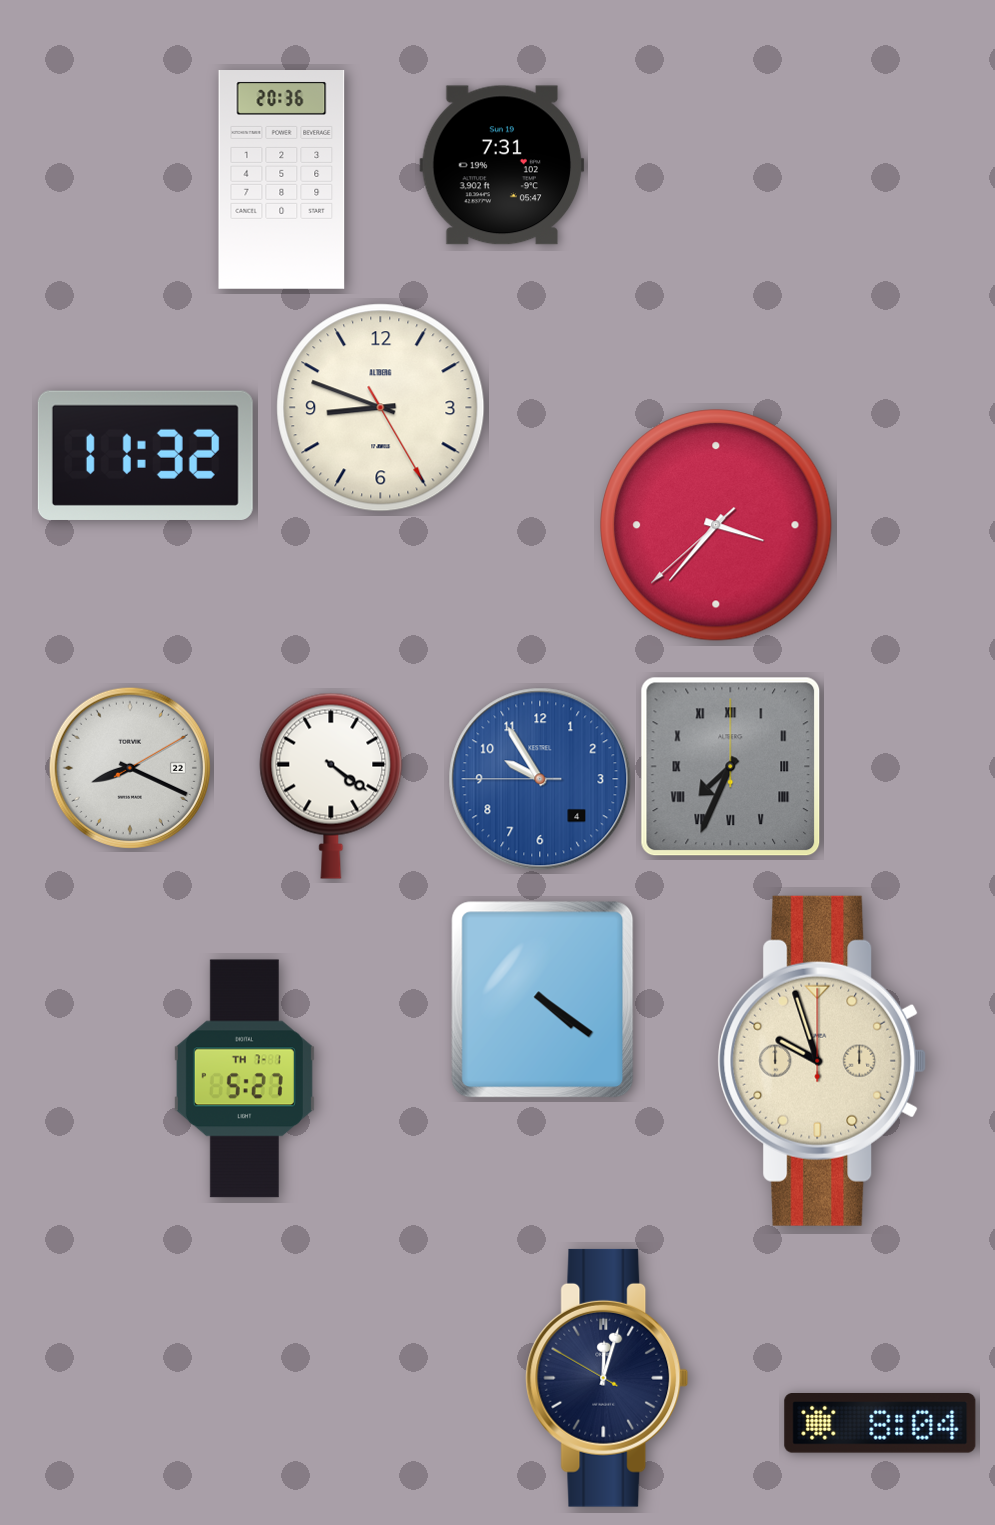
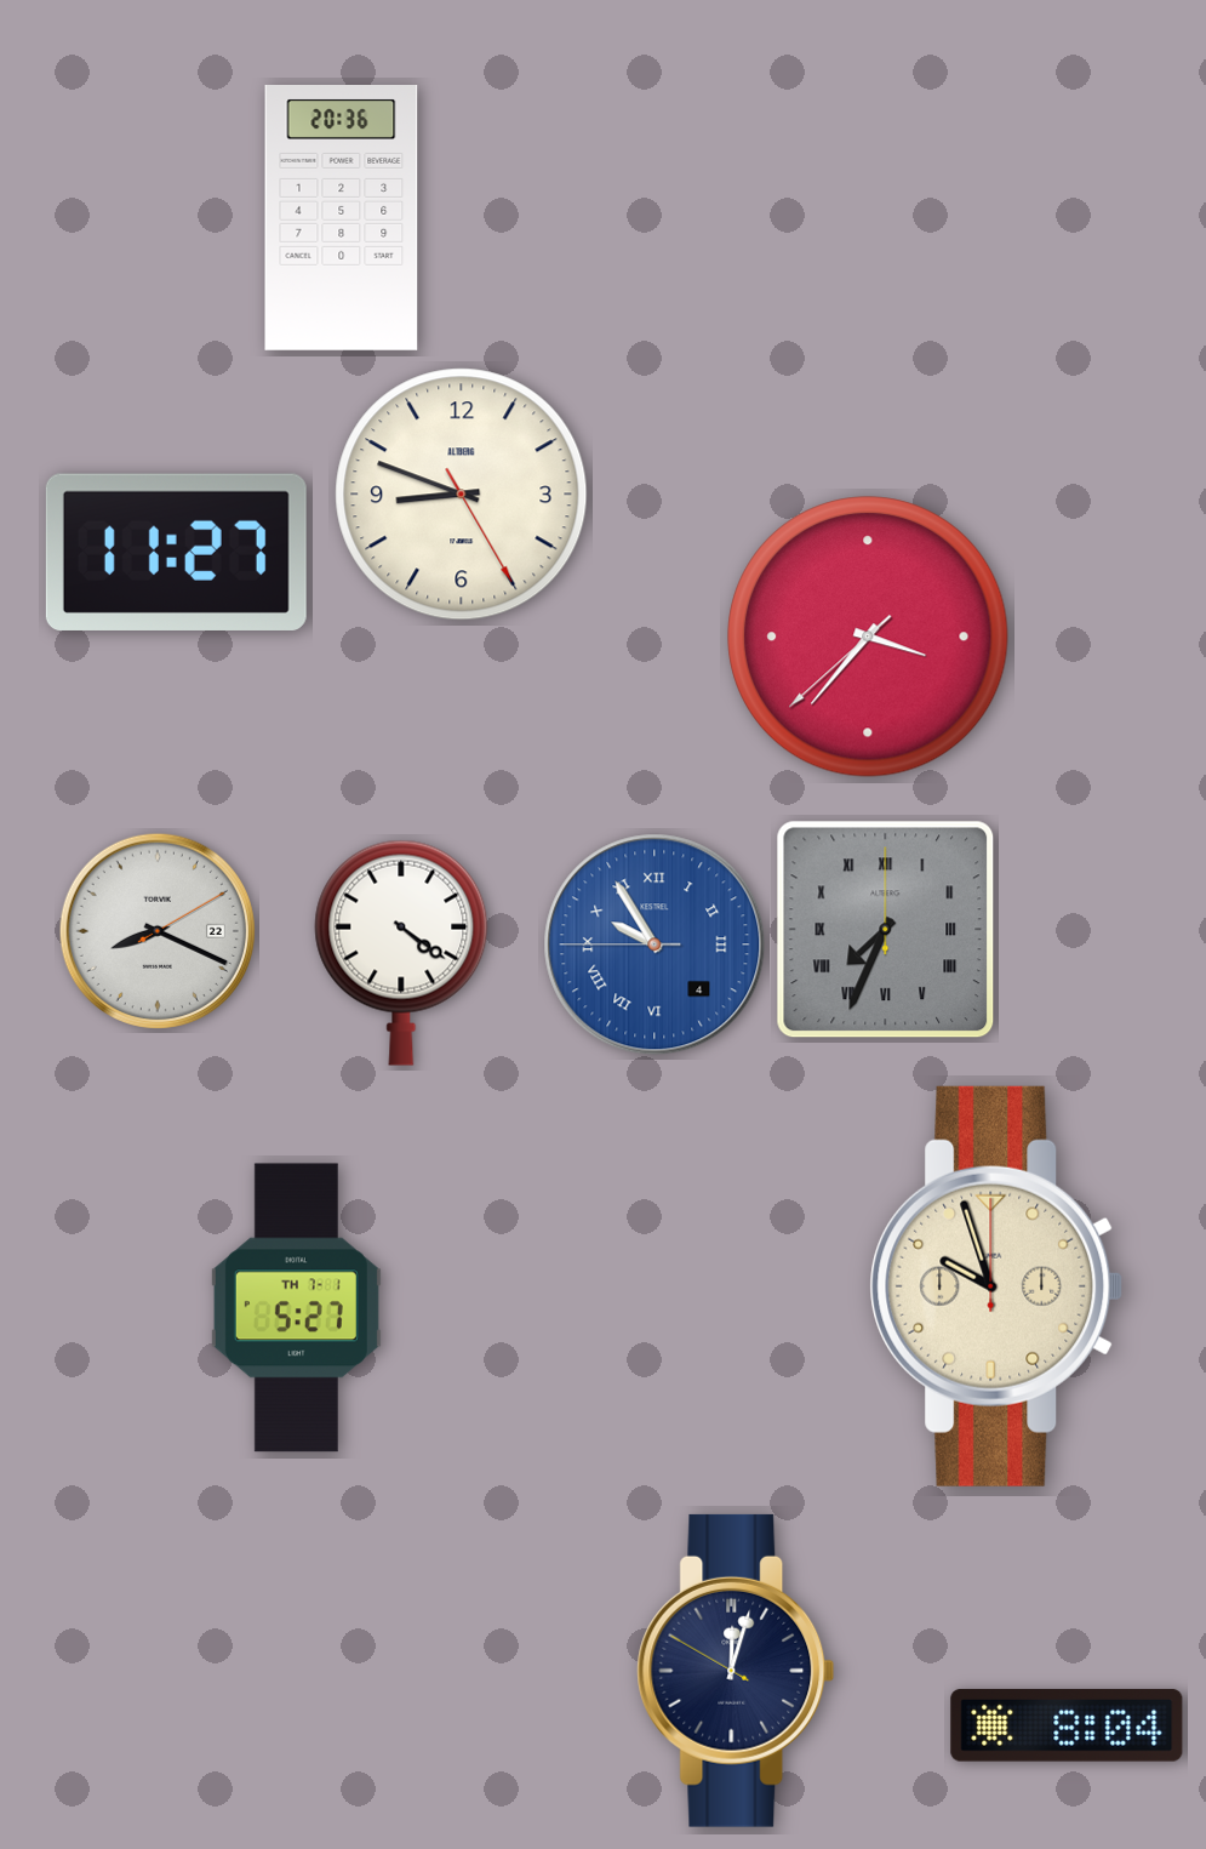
clock at (502, 165): 7:31 -> none
clock at (145, 455): 11:32 -> 11:27
clock at (540, 779) numerals: Arabic -> Roman
clock at (543, 1000): 4:21 -> none
